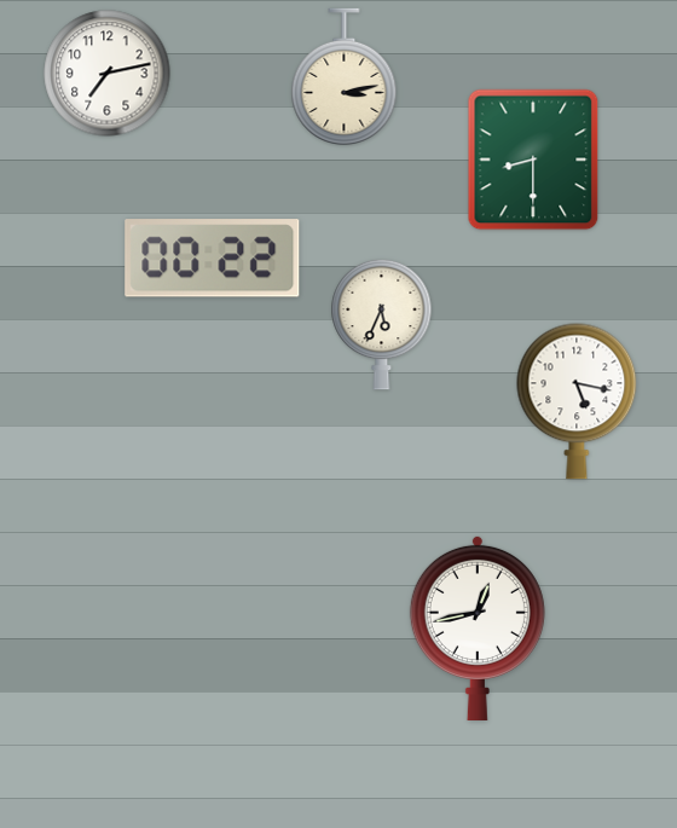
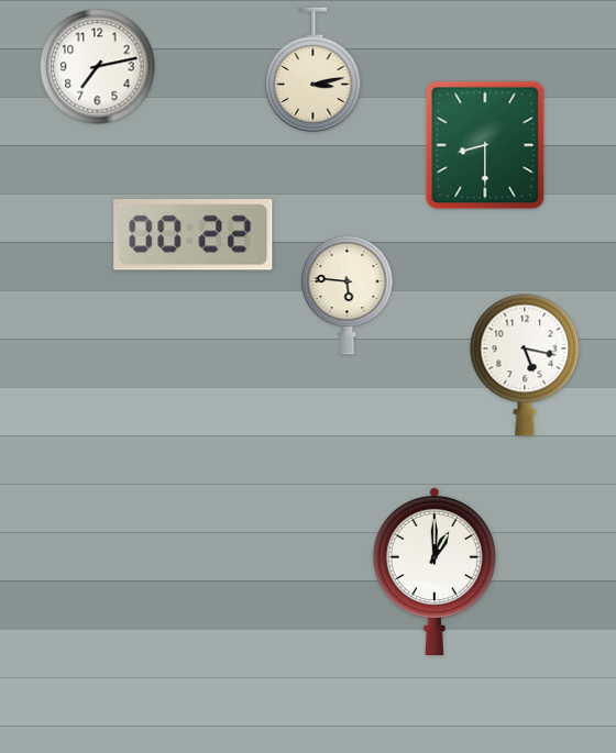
clock at (382, 324): 5:34 -> 5:46
clock at (478, 627): 12:43 -> 1:00
